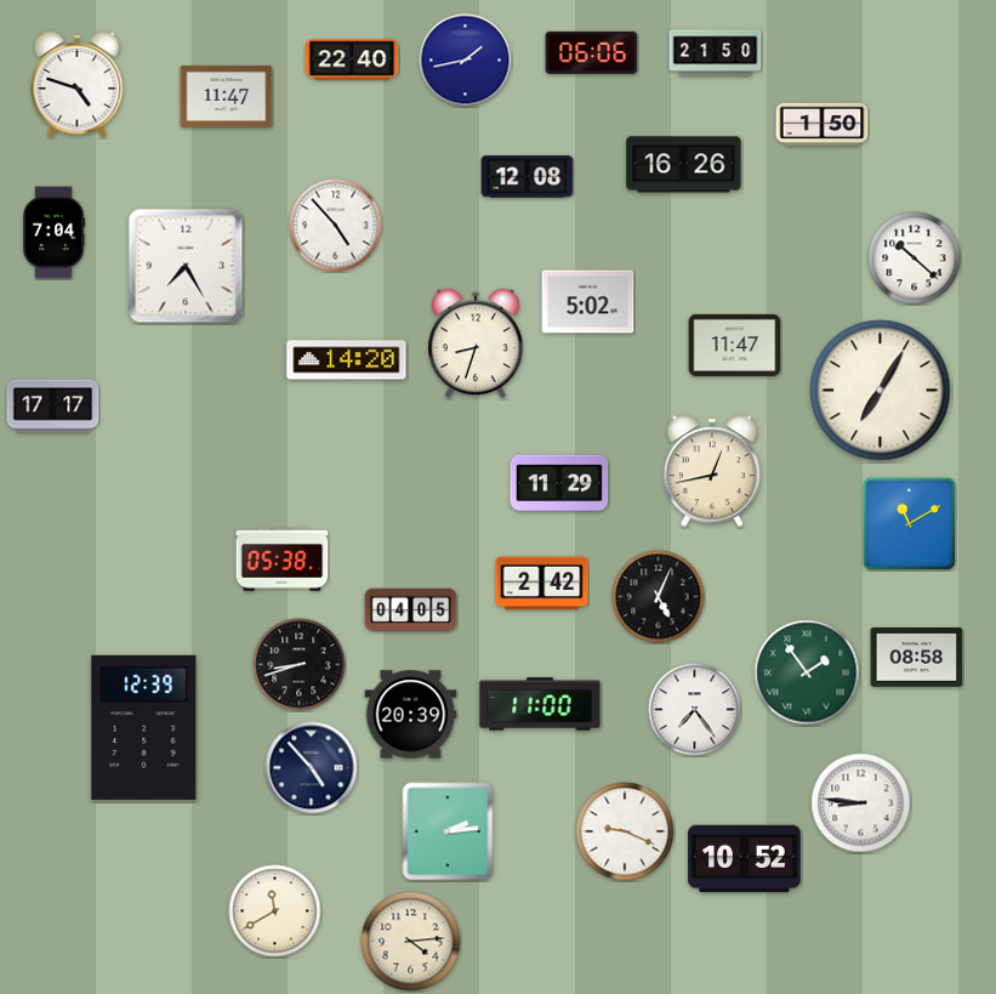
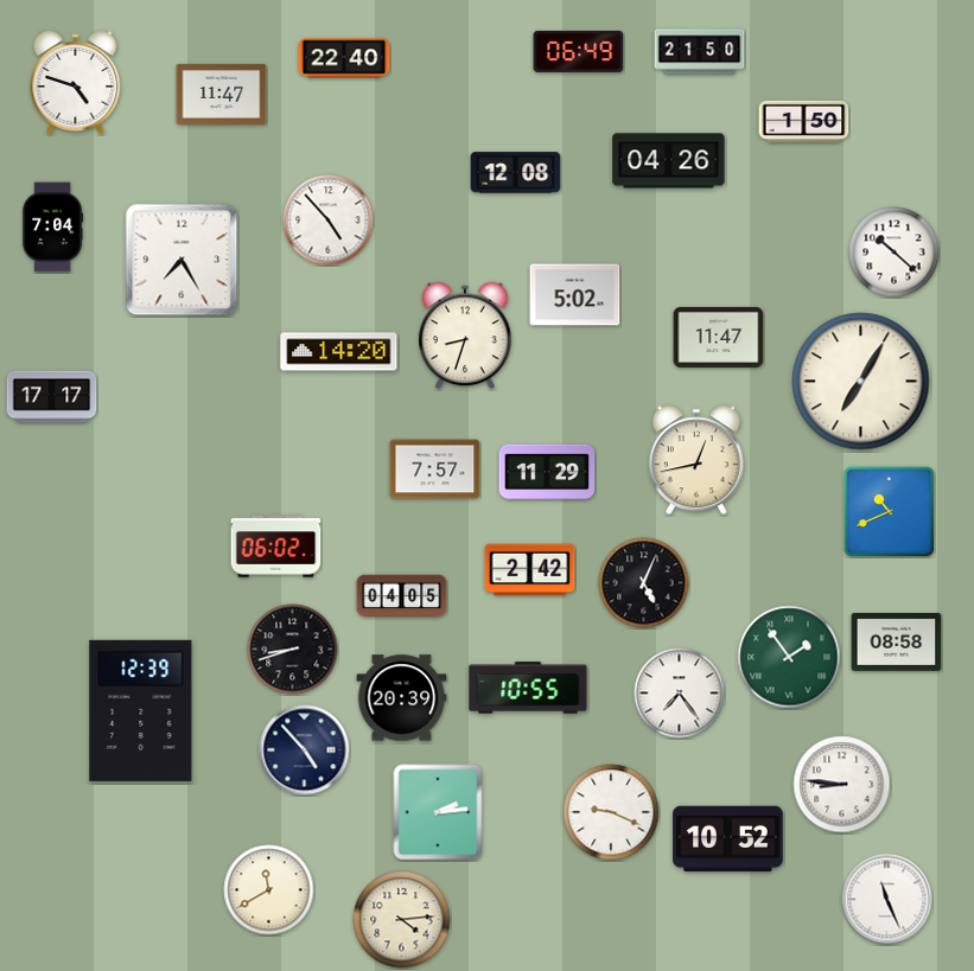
clock at (592, 52): 06:06 -> 06:49
clock at (466, 61): 1:43 -> none
clock at (684, 165): 16:26 -> 04:26
clock at (435, 469): none -> 7:57
clock at (909, 523): 11:10 -> 10:41
clock at (283, 560): 05:38 -> 06:02
clock at (540, 704): 11:00 -> 10:55
clock at (887, 900): none -> 11:26
